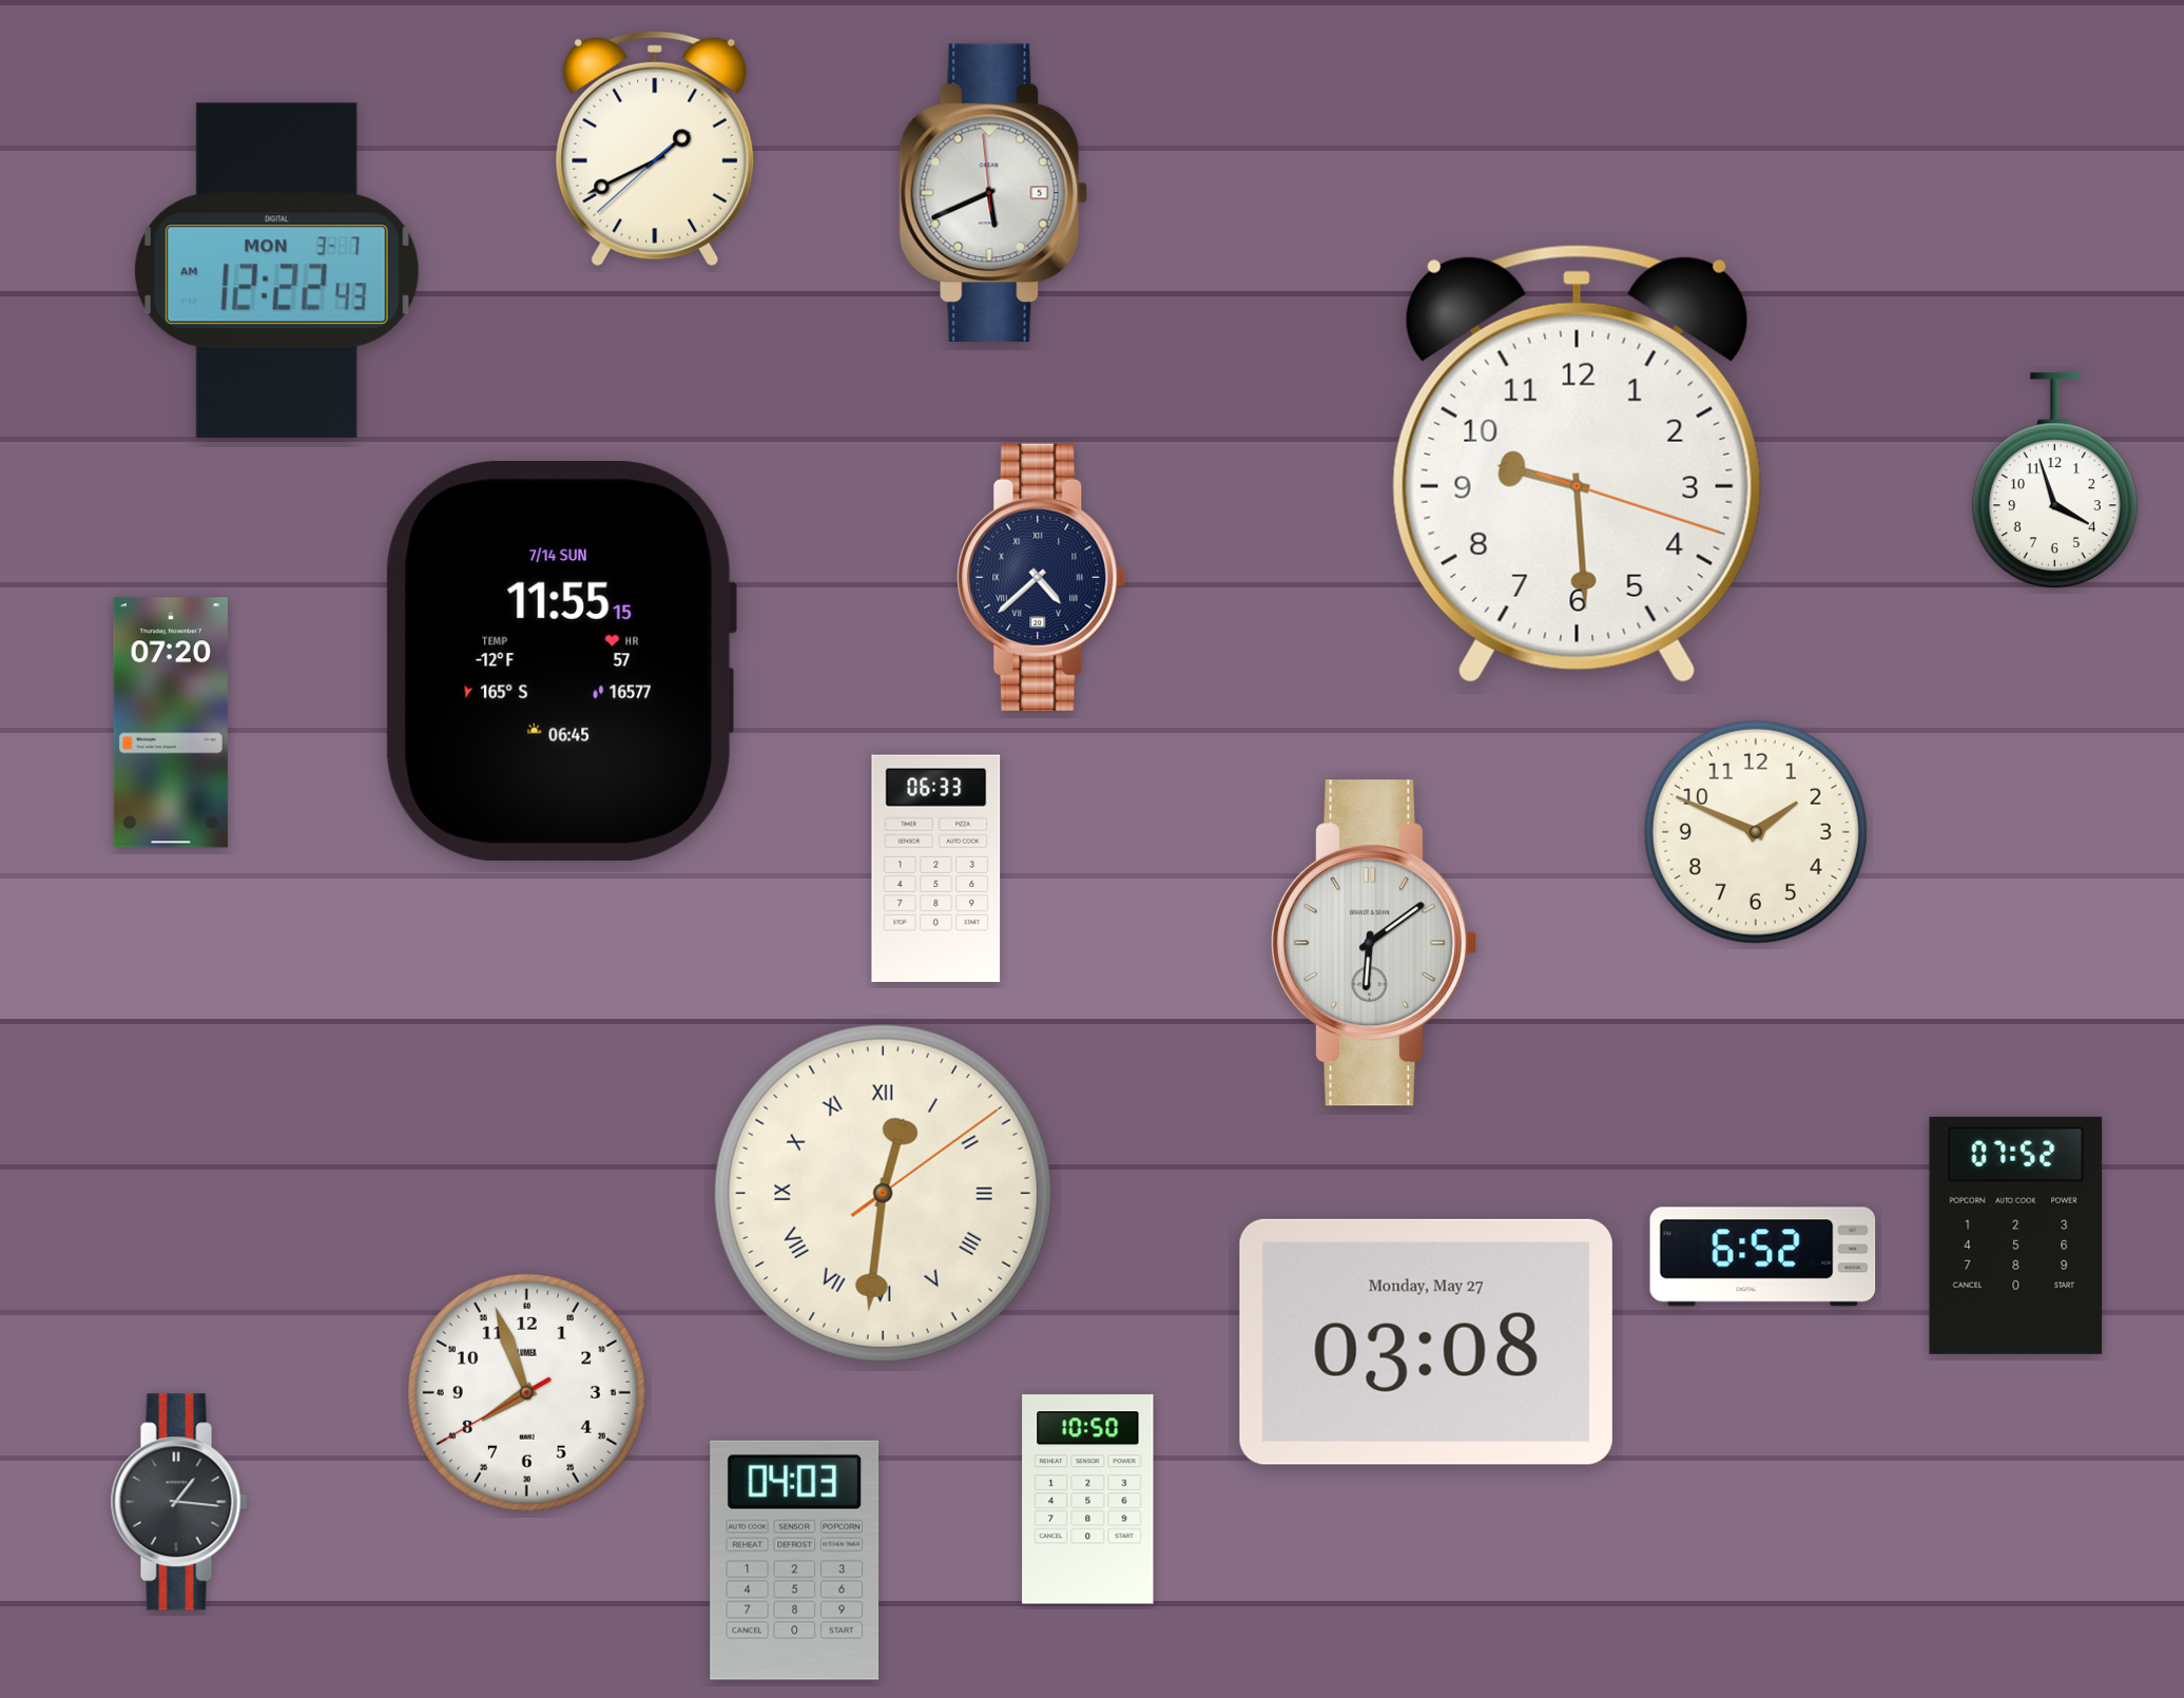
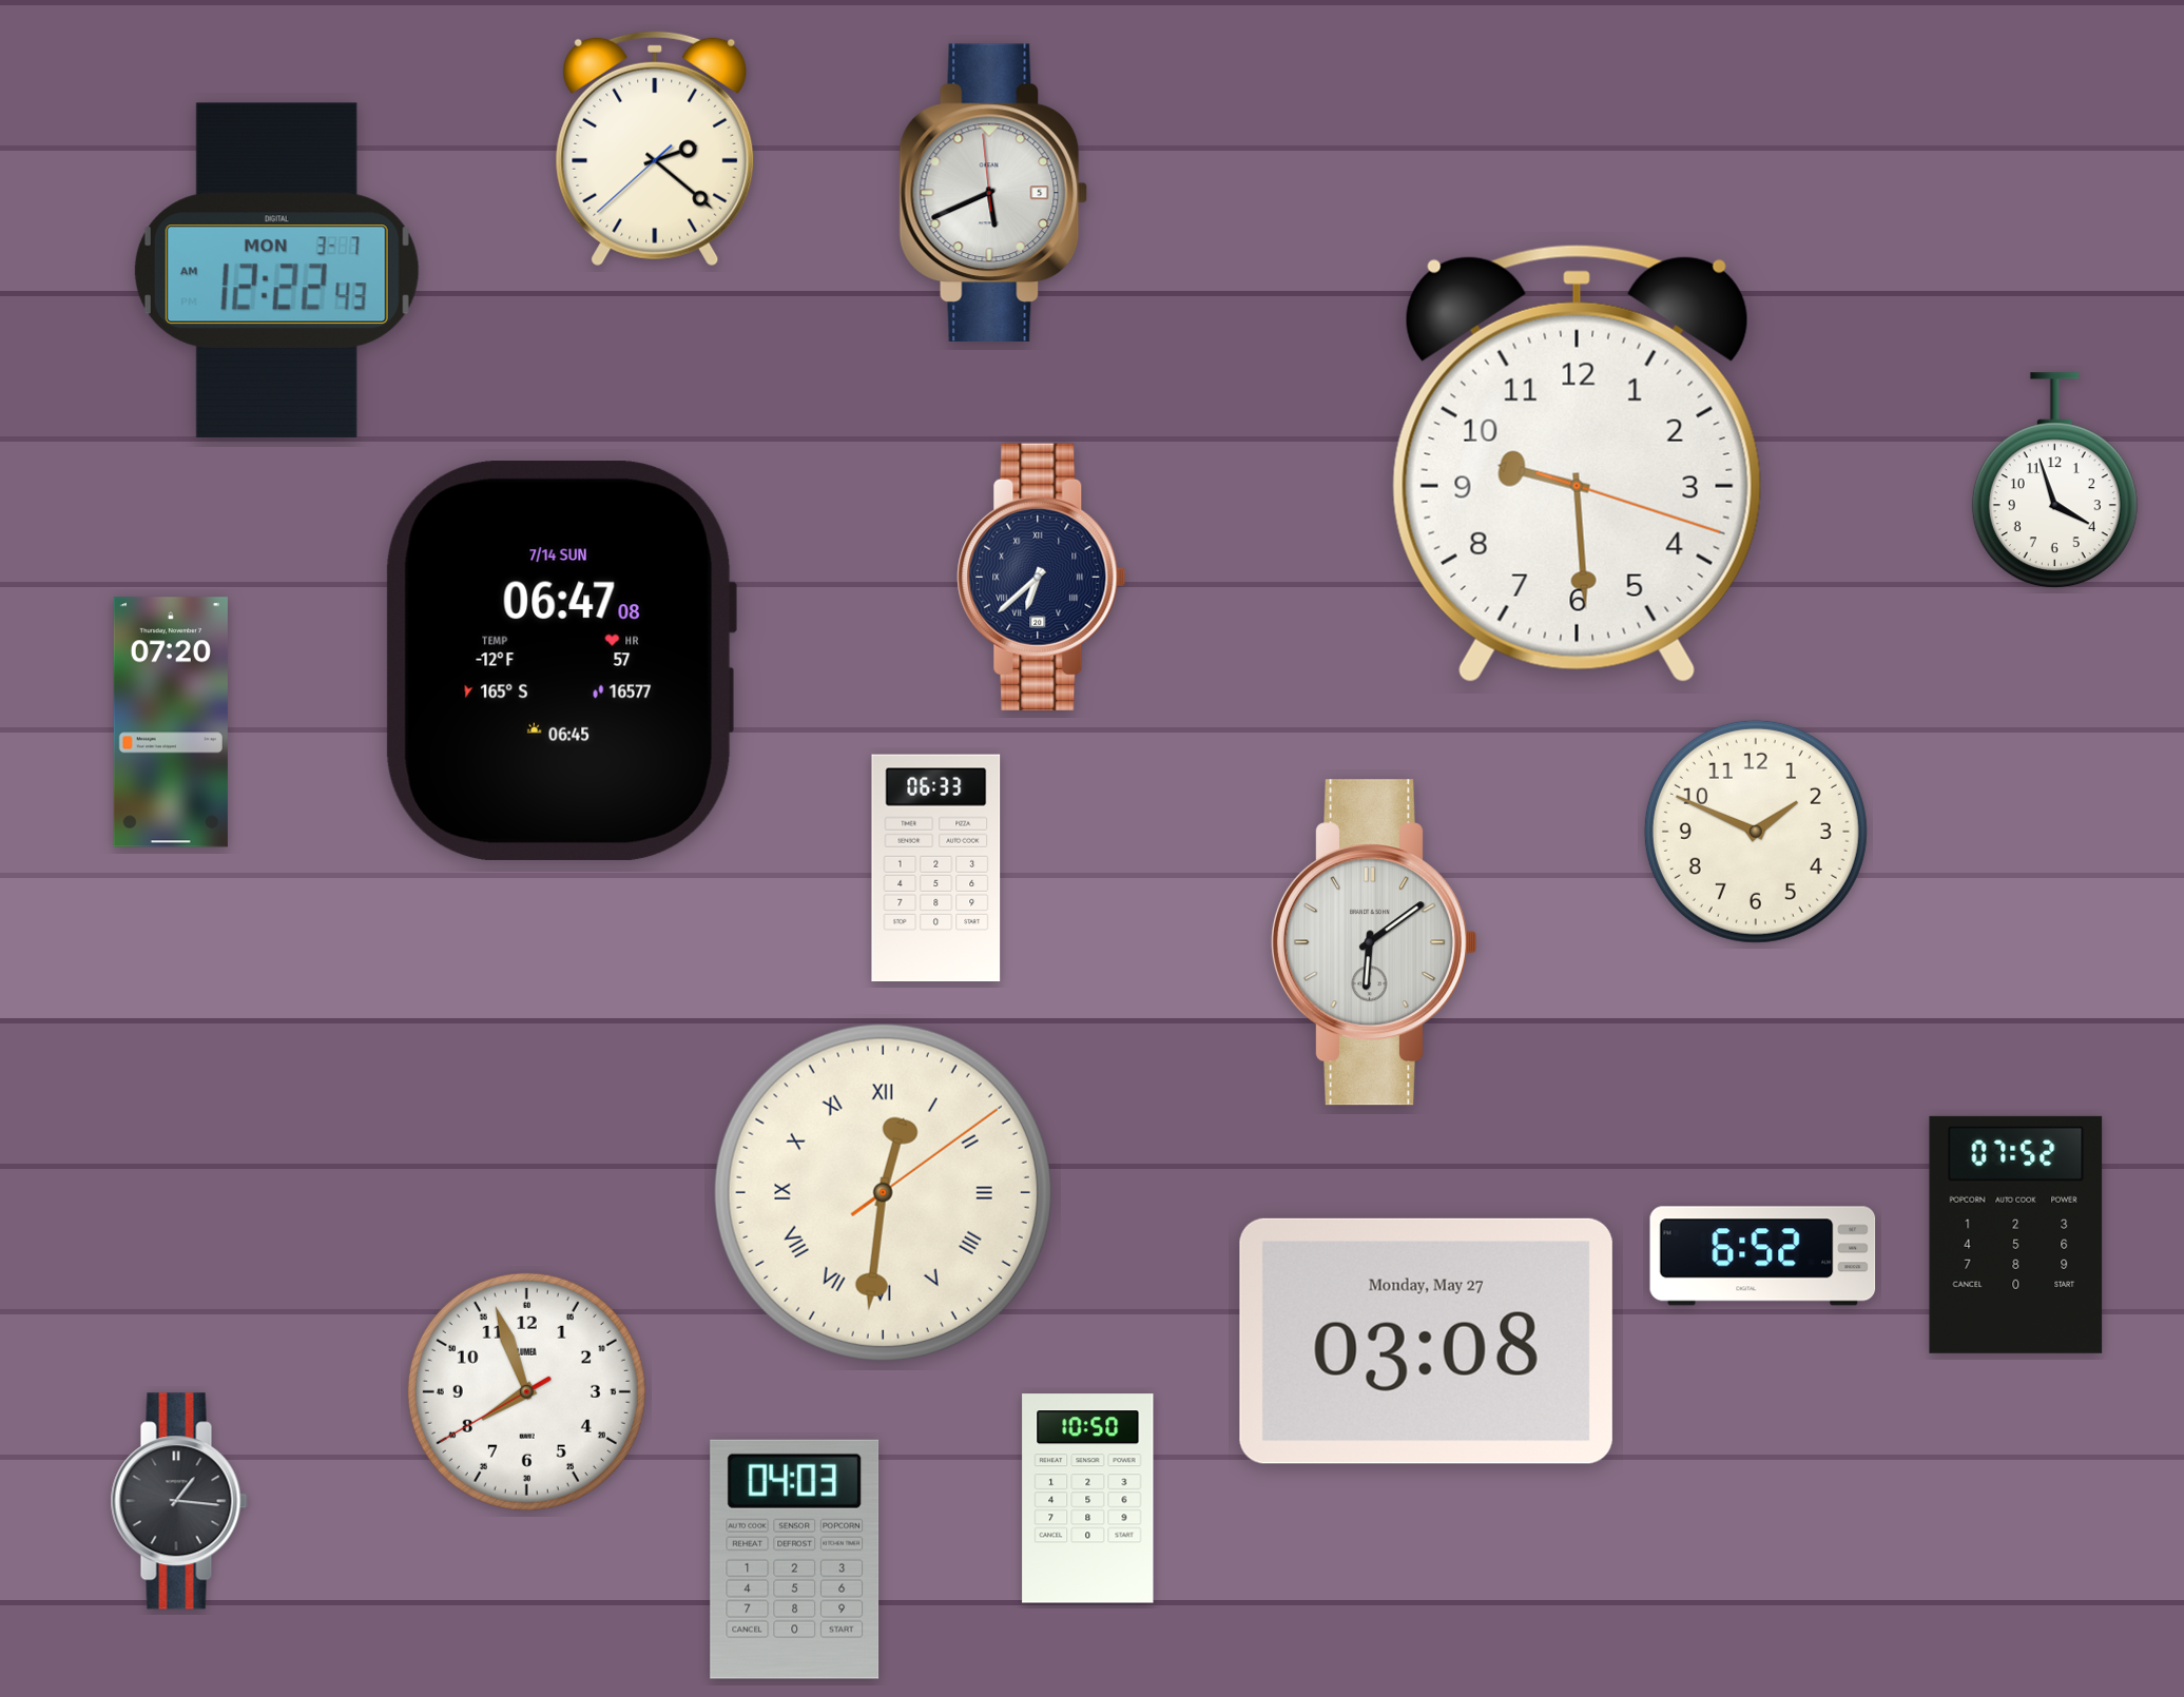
clock at (655, 149): 1:40 -> 2:21
clock at (1042, 577): 4:38 -> 6:38
clock at (560, 661): 11:55 -> 06:47
